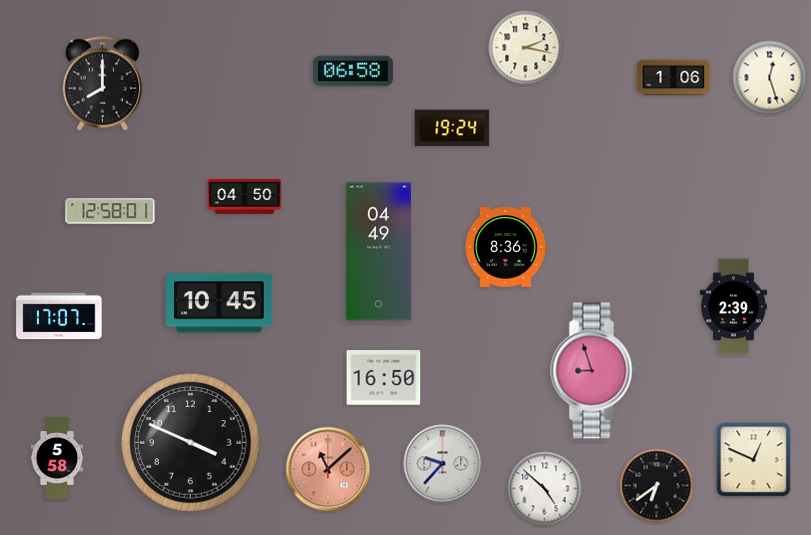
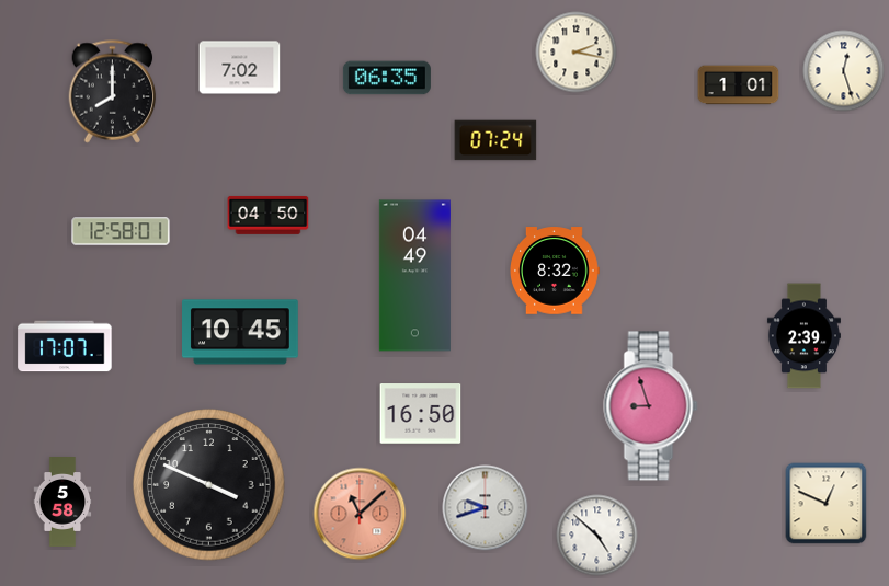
clock at (240, 68): none -> 7:02
clock at (353, 71): 06:58 -> 06:35
clock at (674, 78): 1:06 -> 1:01
clock at (770, 78) position: (770, 78) -> (844, 71)
clock at (452, 128): 19:24 -> 07:24
clock at (506, 247): 8:36 -> 8:32
clock at (443, 464): 9:37 -> 9:42
clock at (657, 486): 6:39 -> none
